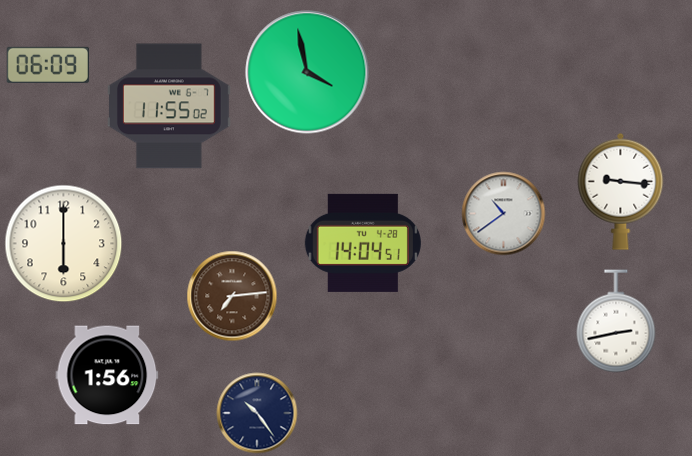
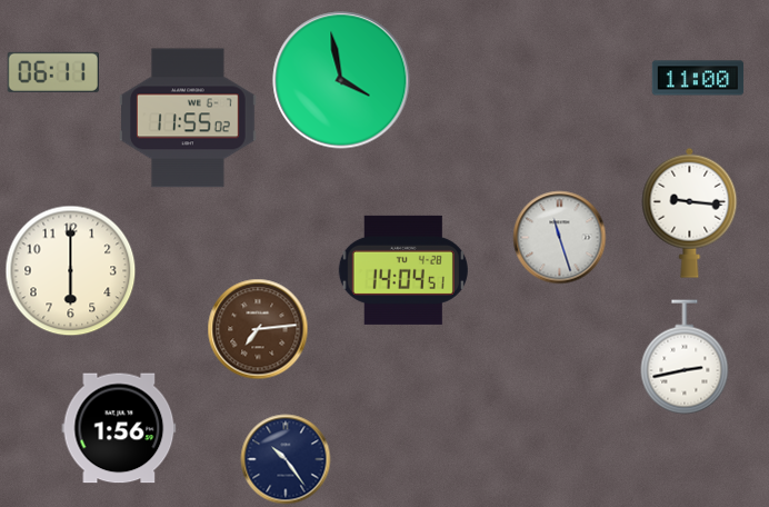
clock at (48, 65): 06:09 -> 06:11
clock at (698, 78): none -> 11:00
clock at (504, 214): 10:39 -> 11:27
clock at (107, 375) position: (107, 375) -> (119, 428)
